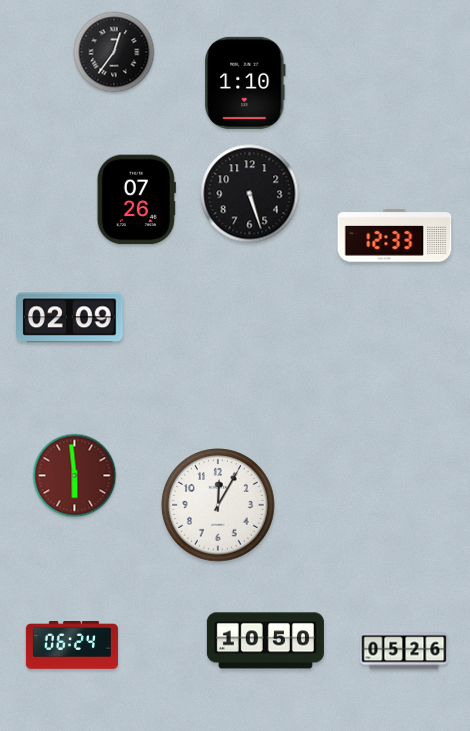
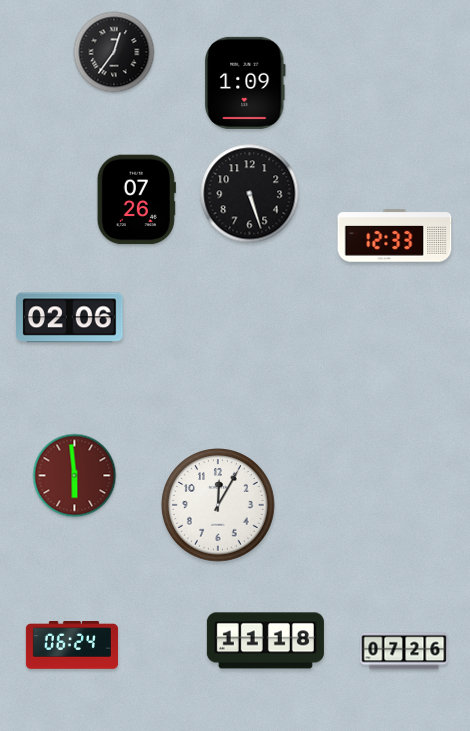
clock at (245, 83): 1:10 -> 1:09
clock at (70, 318): 02:09 -> 02:06
clock at (265, 641): 10:50 -> 11:18
clock at (404, 651): 05:26 -> 07:26
